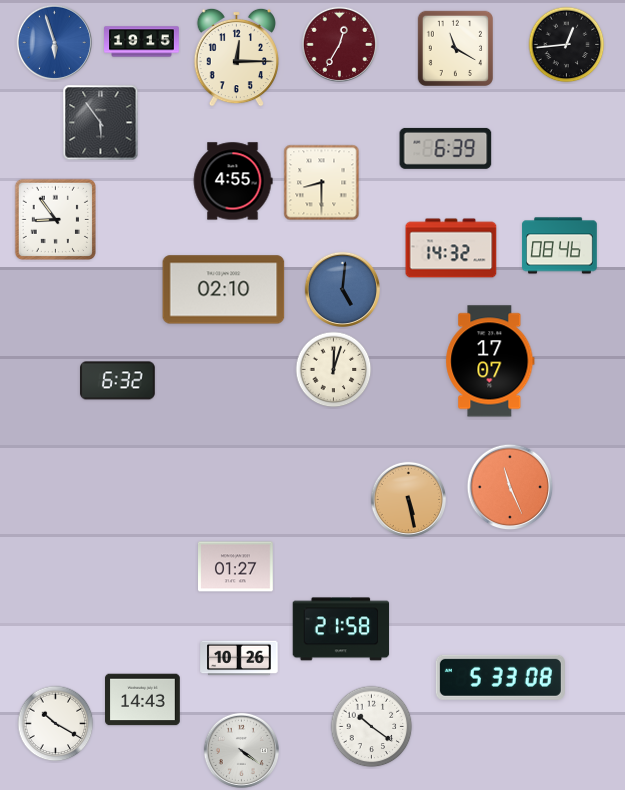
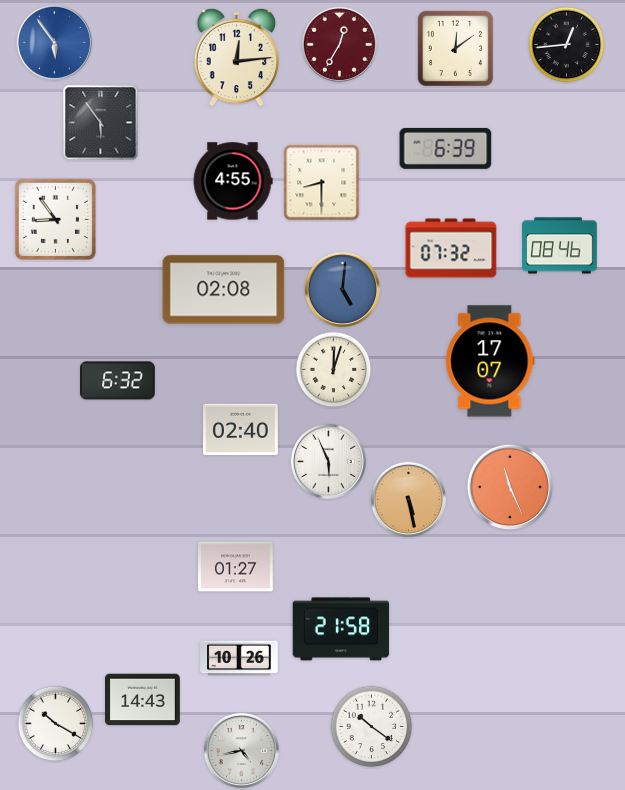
clock at (54, 42): 5:57 -> 5:54
clock at (142, 42): 19:15 -> none
clock at (455, 48): 11:20 -> 12:09
clock at (236, 57): 12:15 -> 12:14
clock at (451, 248): 14:32 -> 07:32
clock at (224, 290): 02:10 -> 02:08
clock at (241, 430): none -> 02:40
clock at (328, 461): none -> 5:56
clock at (500, 677): 5:33 -> none
clock at (241, 750): 4:21 -> 4:43
